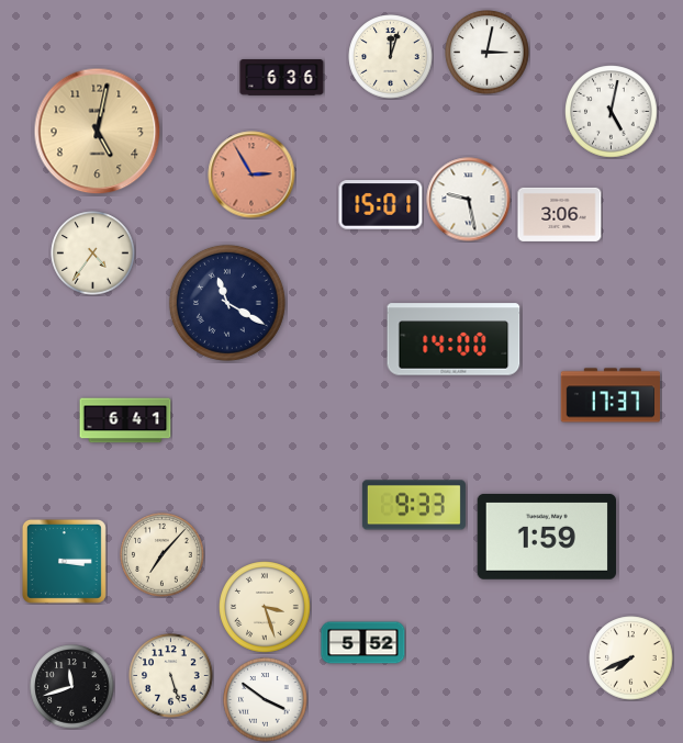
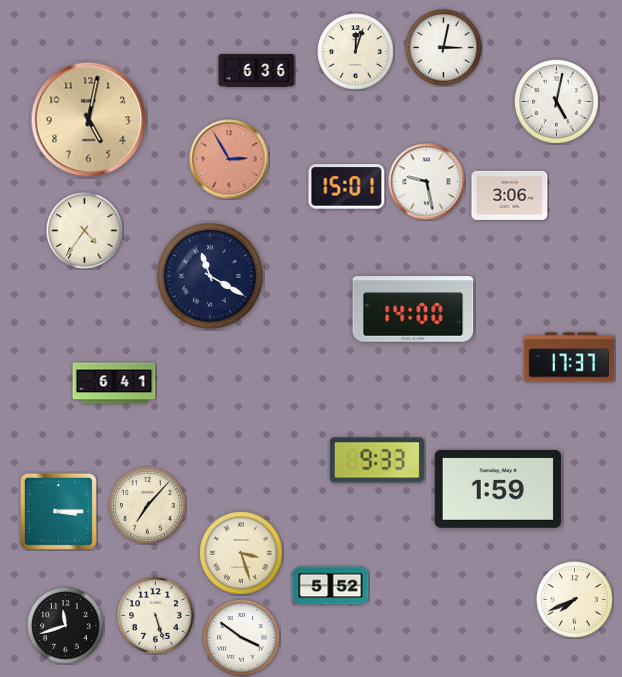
clock at (227, 303) position: (227, 303) -> (210, 276)
clock at (609, 395) position: (609, 395) -> (568, 357)
